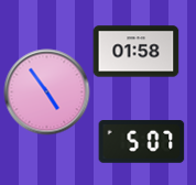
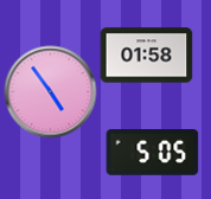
clock at (46, 91) position: (46, 91) -> (50, 91)
clock at (141, 142): 5:07 -> 5:05
